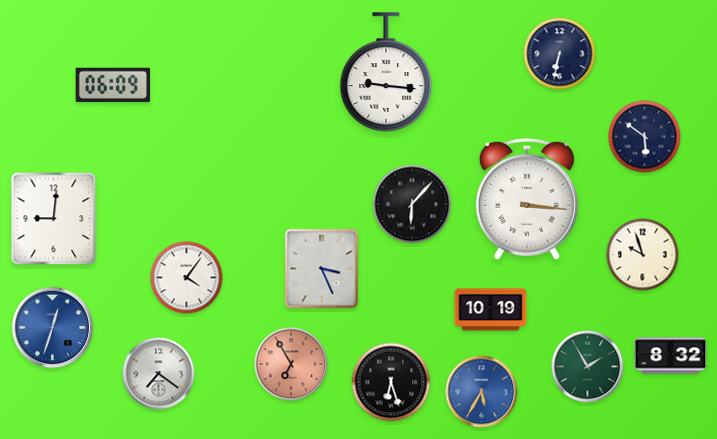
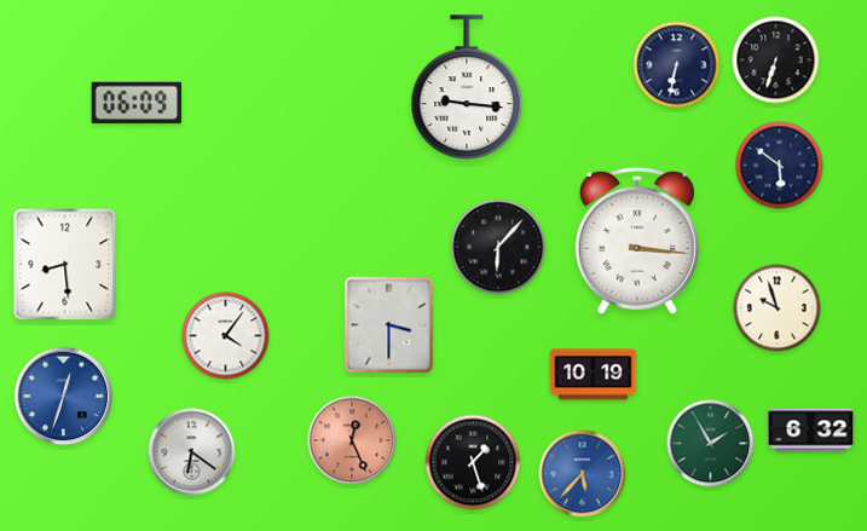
clock at (776, 60): none -> 6:33
clock at (54, 219): 9:01 -> 8:29
clock at (322, 269): 3:26 -> 3:30
clock at (671, 356): 8:32 -> 6:32
clock at (291, 364): 6:55 -> 12:26
clock at (159, 374): 7:21 -> 6:21
clock at (391, 382): 6:27 -> 1:27
clock at (482, 392): 5:35 -> 5:37
